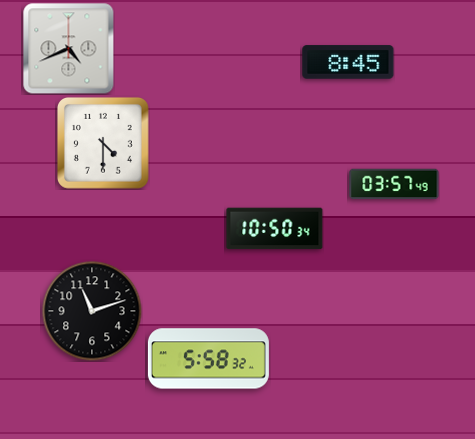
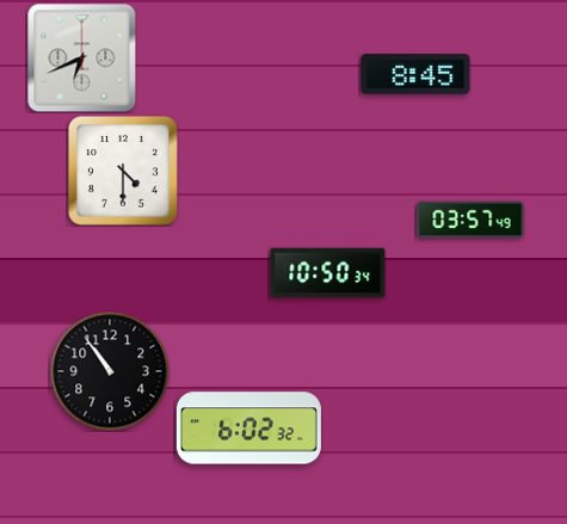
clock at (68, 48): 4:41 -> 6:41
clock at (92, 311): 11:12 -> 10:54
clock at (208, 359): 5:58 -> 6:02
